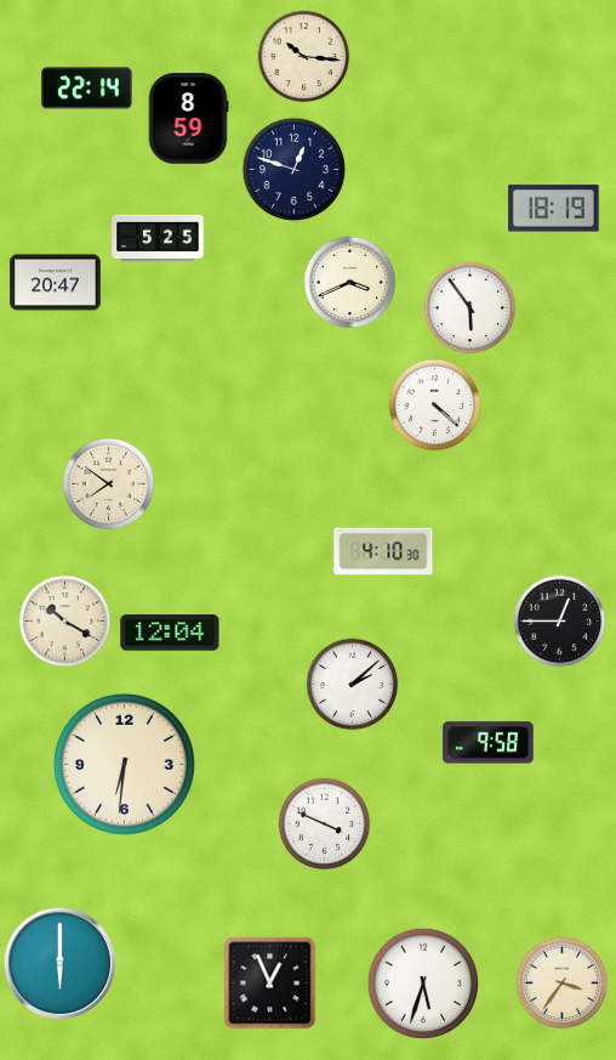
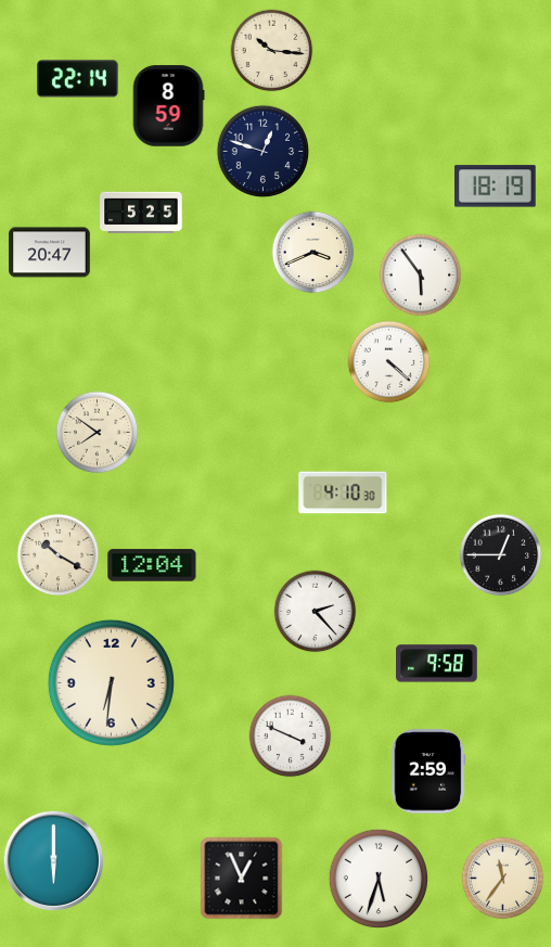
clock at (353, 685): 2:08 -> 2:23
clock at (428, 771): none -> 2:59
clock at (563, 984): 3:36 -> 11:36
